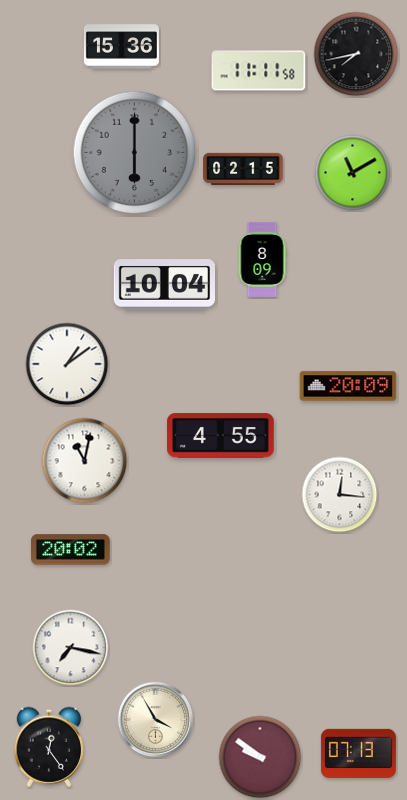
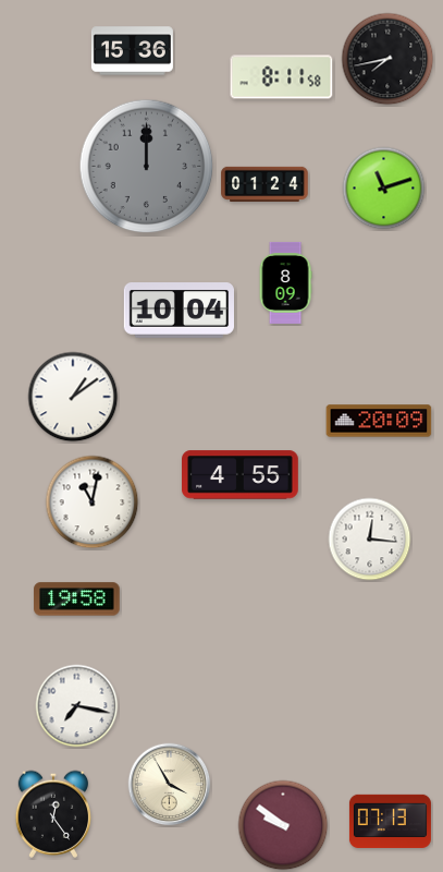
clock at (259, 71): 11:11 -> 8:11
clock at (135, 153): 6:00 -> 12:00
clock at (243, 168): 02:15 -> 01:24
clock at (353, 173): 11:10 -> 11:12
clock at (71, 550): 20:02 -> 19:58
